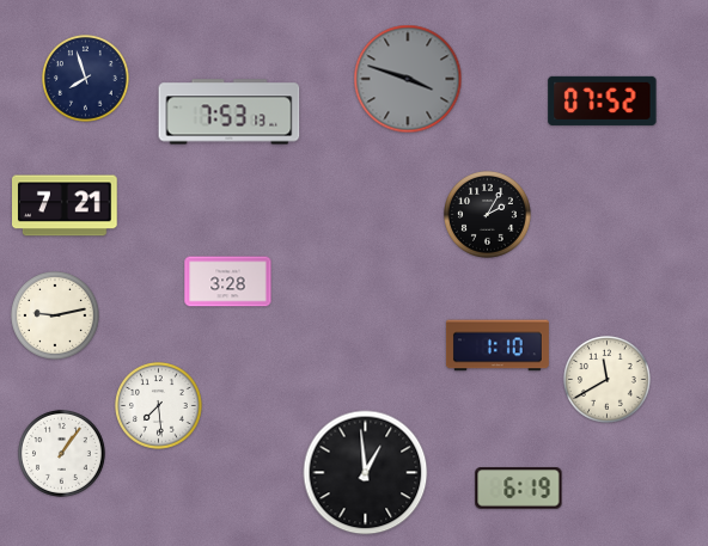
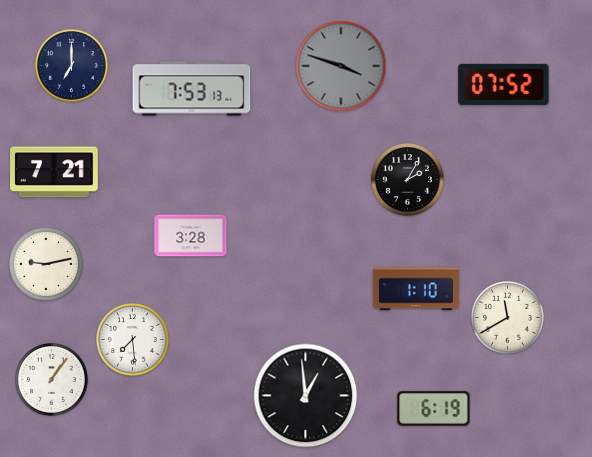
clock at (86, 79): 7:57 -> 7:00
clock at (230, 112) position: (230, 112) -> (192, 89)
